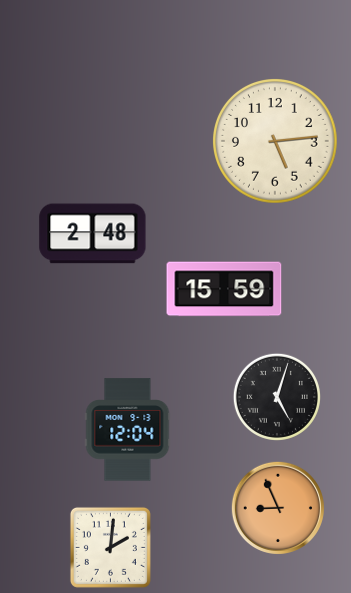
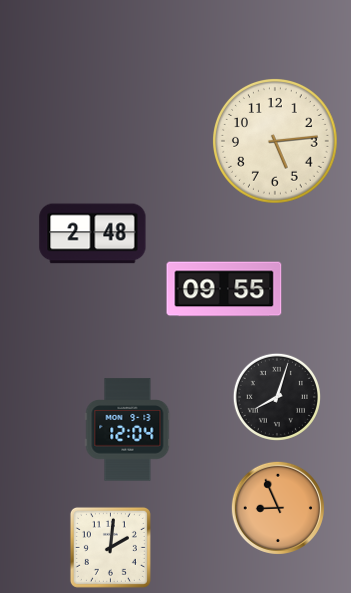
clock at (224, 289): 15:59 -> 09:55
clock at (277, 397): 5:03 -> 8:03
